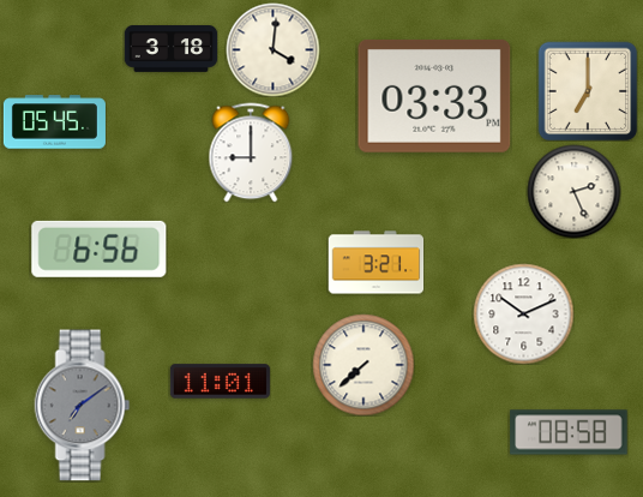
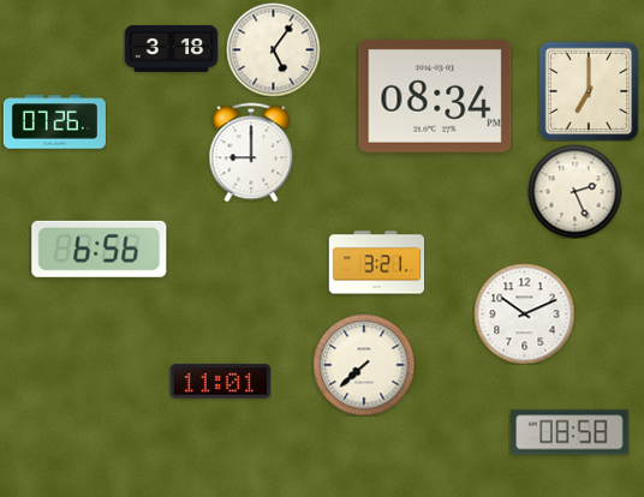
clock at (272, 49): 4:01 -> 5:06
clock at (434, 96): 03:33 -> 08:34
clock at (54, 122): 05:45 -> 07:26
clock at (83, 406): 7:09 -> none
